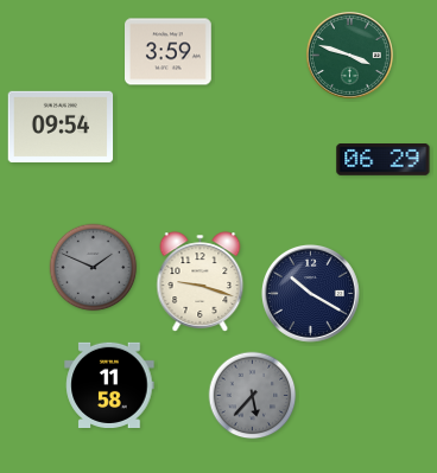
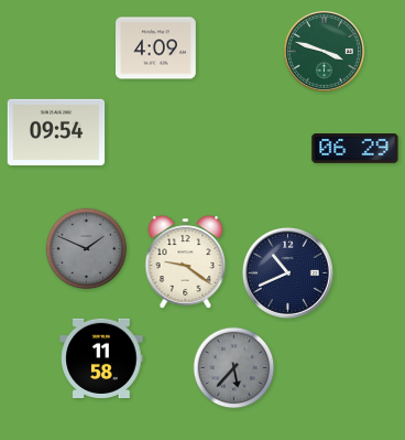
clock at (169, 52): 3:59 -> 4:09
clock at (61, 127) position: (61, 127) -> (56, 132)
clock at (201, 282): 9:18 -> 9:21
clock at (310, 293): 10:20 -> 10:41
